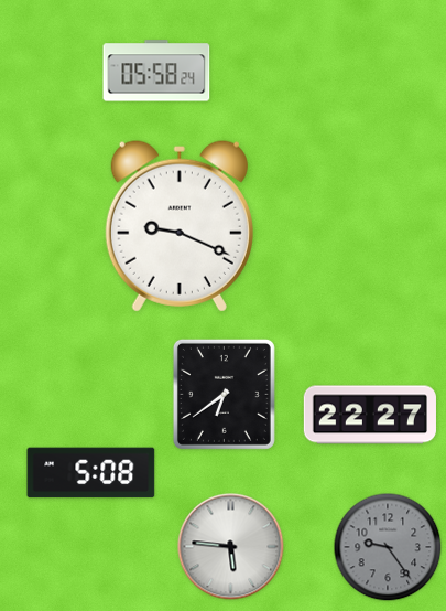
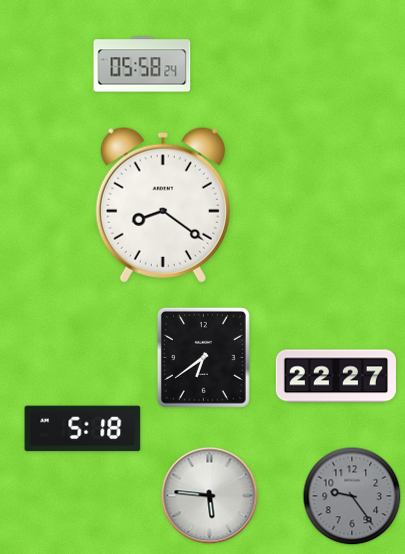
clock at (180, 226): 9:19 -> 8:21
clock at (91, 473): 5:08 -> 5:18
